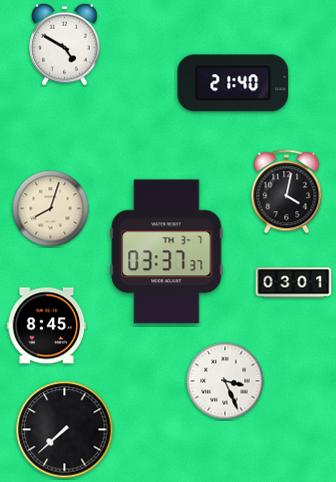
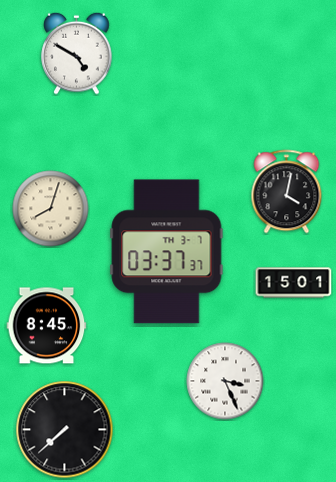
clock at (65, 44) position: (65, 44) -> (77, 53)
clock at (233, 83): 21:40 -> none
clock at (294, 283): 03:01 -> 15:01
